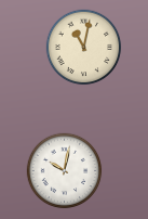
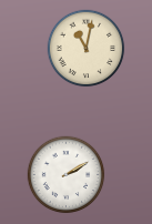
clock at (65, 171): 10:02 -> 2:10
